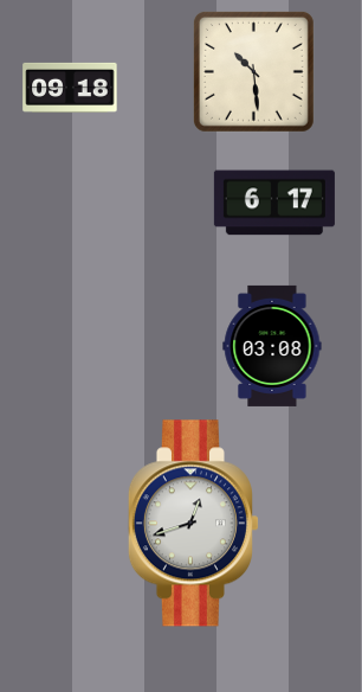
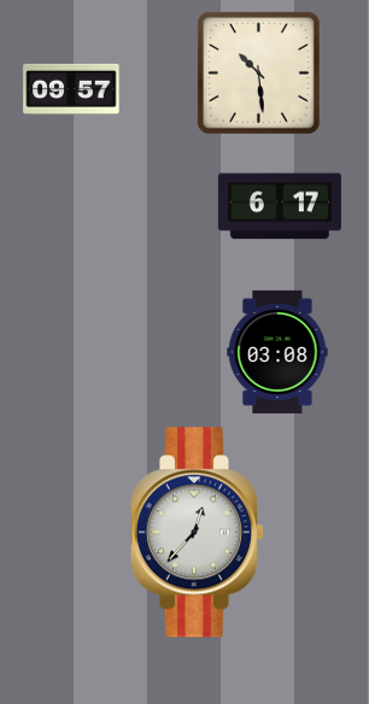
clock at (70, 88): 09:18 -> 09:57
clock at (193, 524): 12:42 -> 12:37
